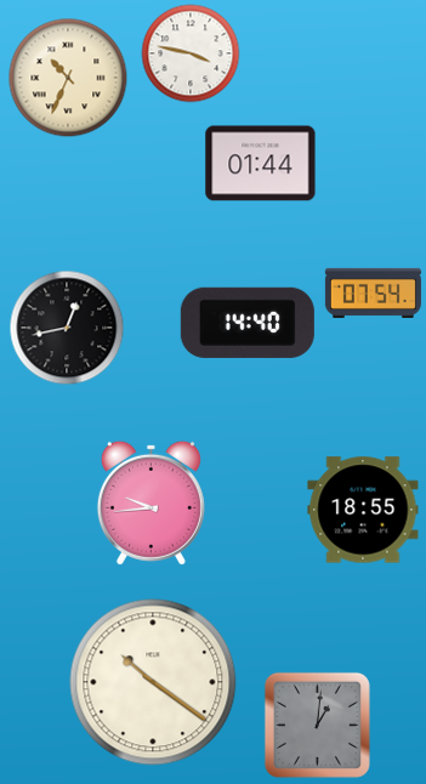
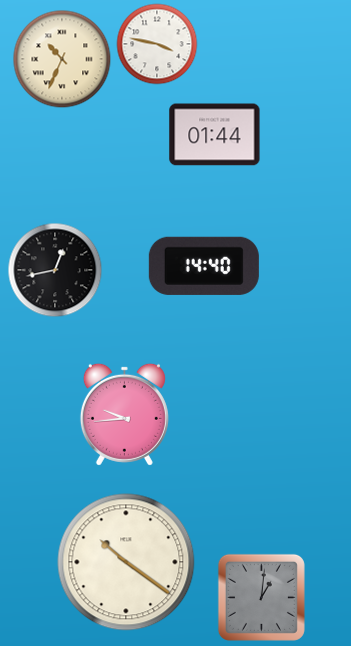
clock at (68, 78) position: (68, 78) -> (62, 59)
clock at (373, 292): 07:54 -> none
clock at (363, 510): 18:55 -> none
